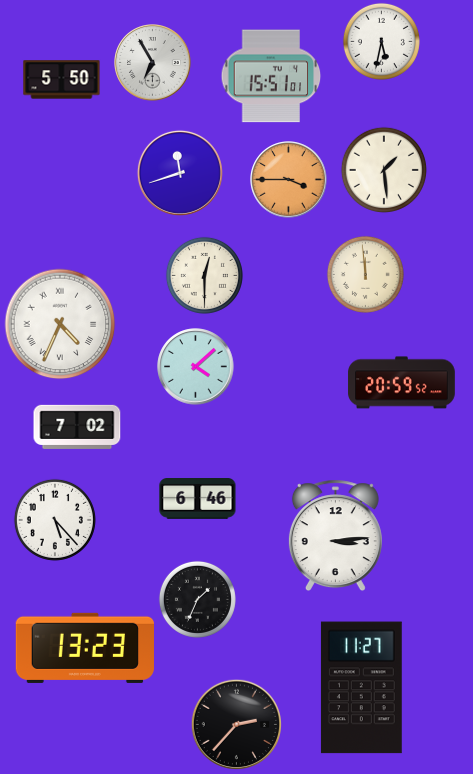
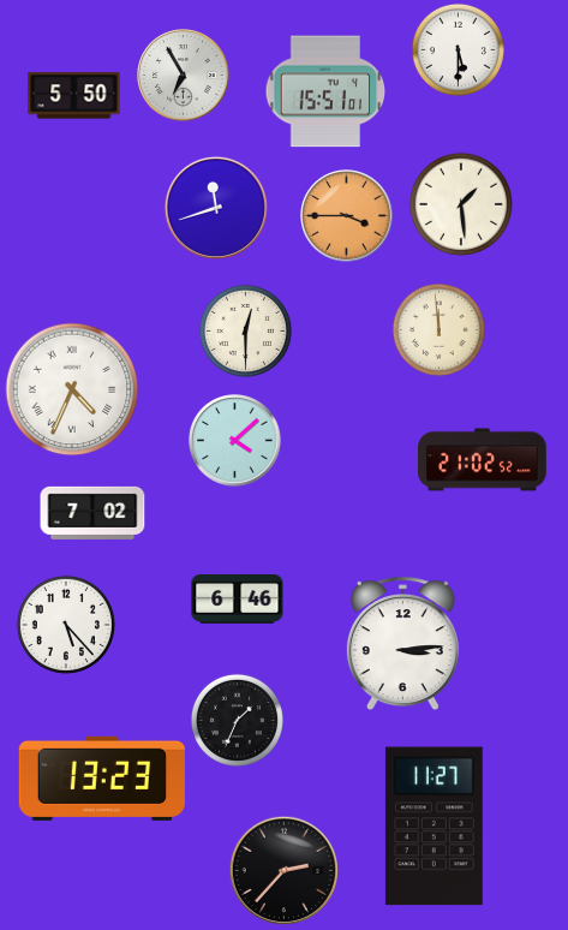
clock at (381, 41): 5:32 -> 5:30
clock at (402, 383): 20:59 -> 21:02
